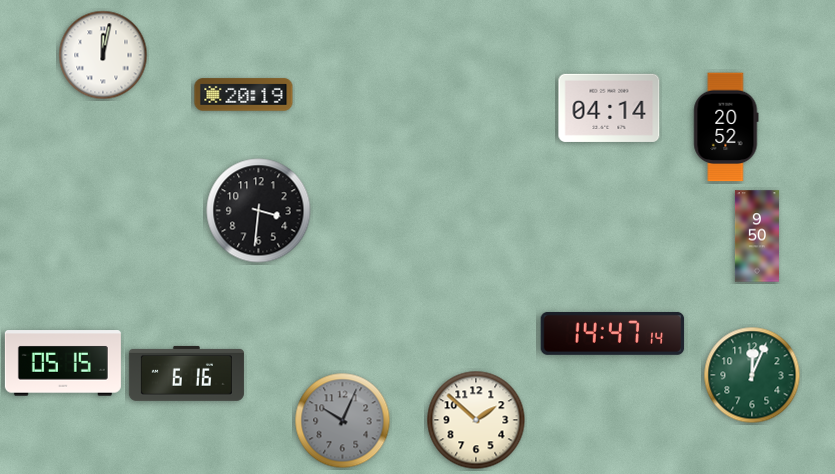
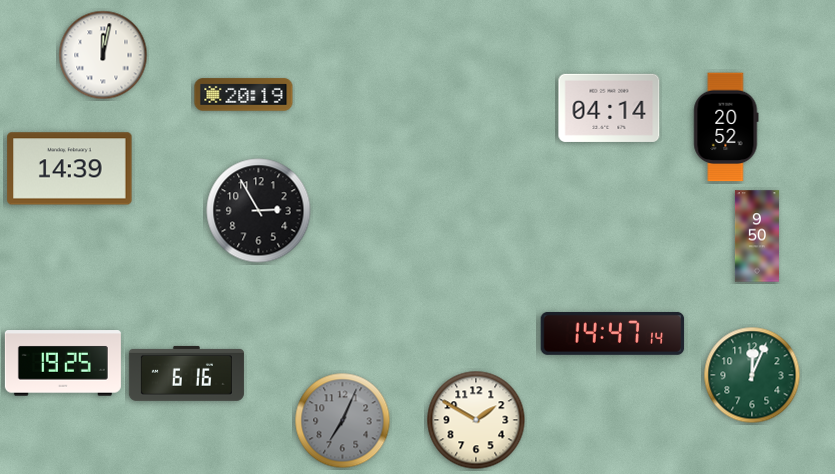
clock at (70, 169): none -> 14:39
clock at (259, 211): 3:31 -> 2:55
clock at (63, 363): 05:15 -> 19:25
clock at (476, 420): 1:52 -> 1:50
clock at (343, 421): 10:04 -> 7:04
